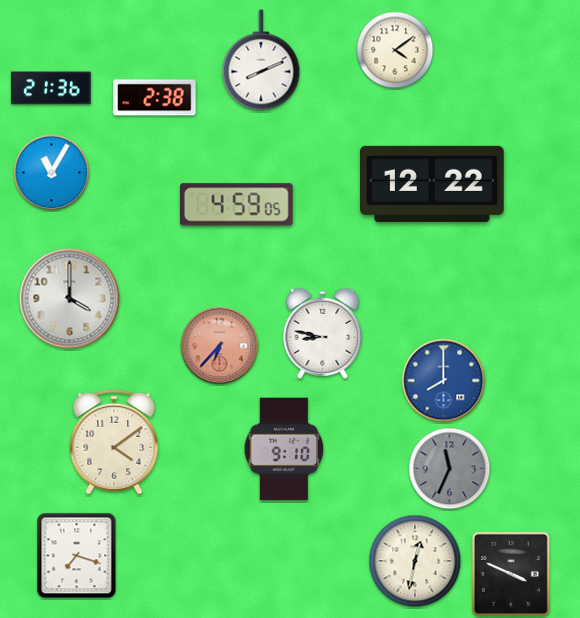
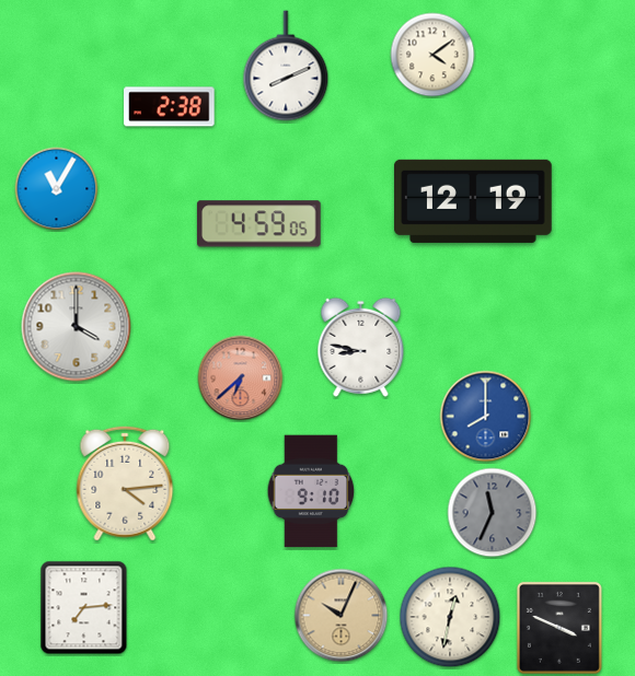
clock at (51, 88): 21:36 -> none
clock at (433, 184): 12:22 -> 12:19
clock at (323, 333) position: (323, 333) -> (361, 347)
clock at (220, 346): 6:37 -> 6:38
clock at (114, 442): 4:09 -> 4:14
clock at (77, 556): 7:18 -> 7:14
clock at (415, 561) position: (415, 561) -> (450, 617)
clock at (342, 616): none -> 10:04
